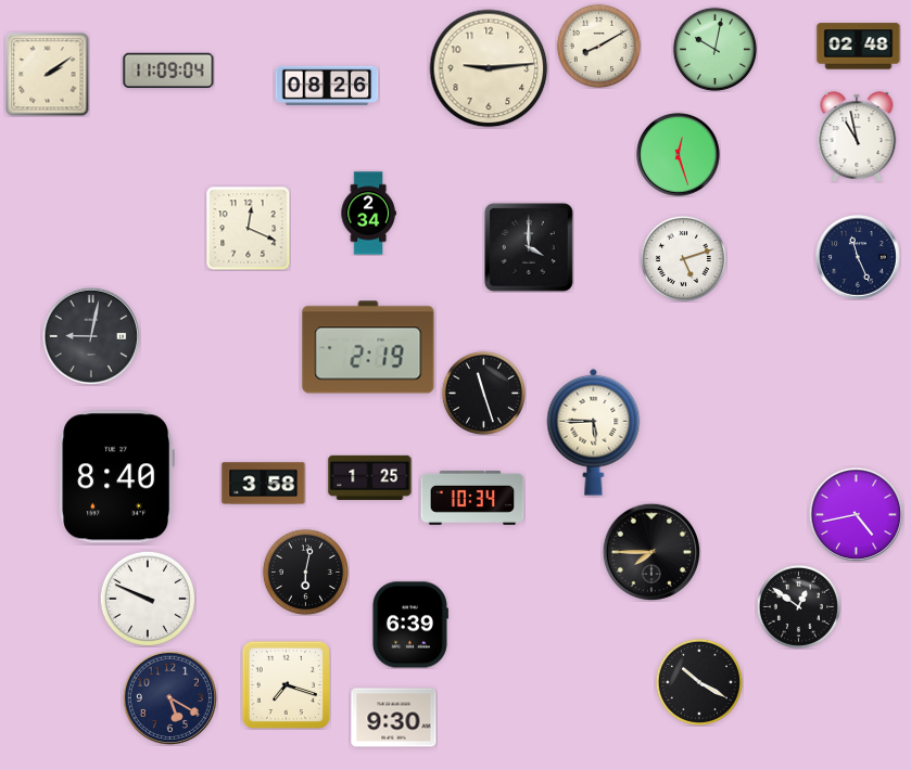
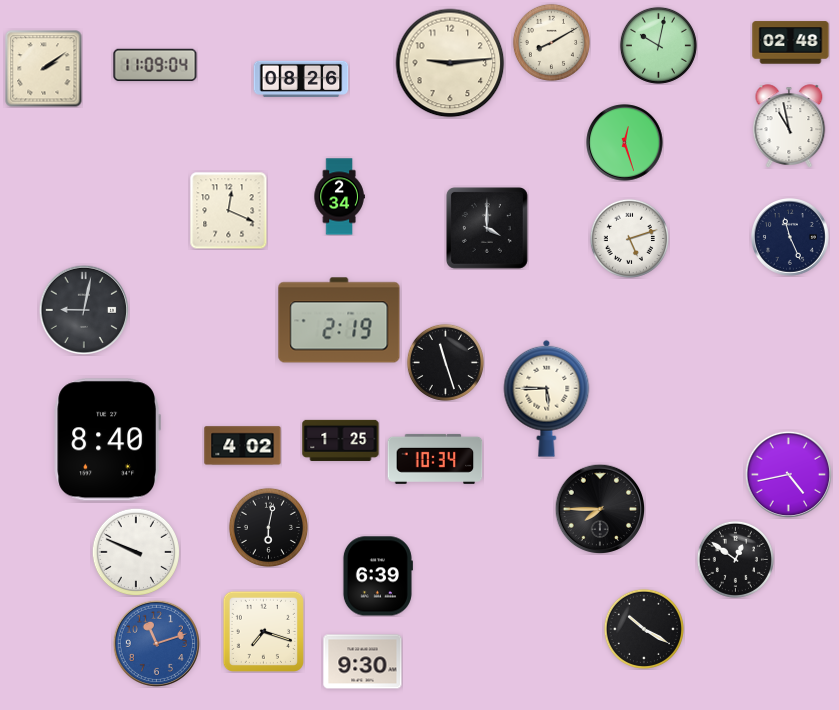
clock at (264, 484): 3:58 -> 4:02
clock at (305, 572) position: (305, 572) -> (268, 527)
clock at (169, 697): 5:20 -> 11:12
clock at (169, 697) dial: navy -> blue
